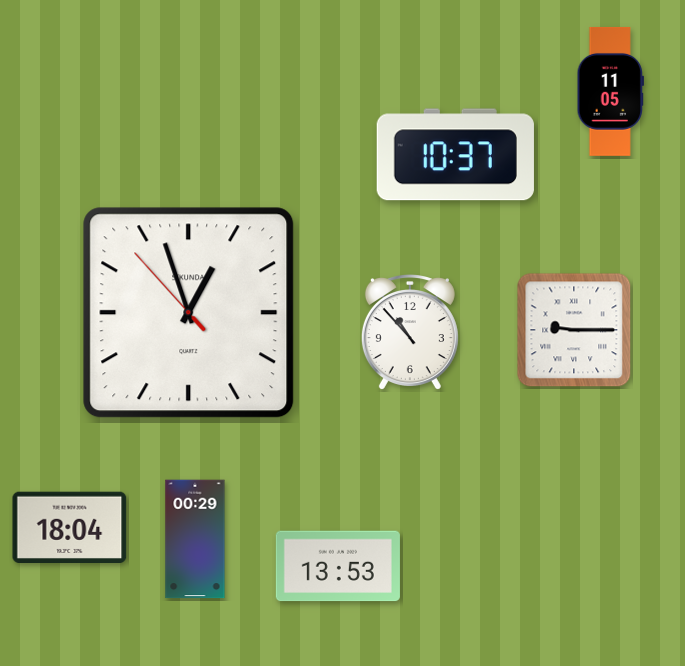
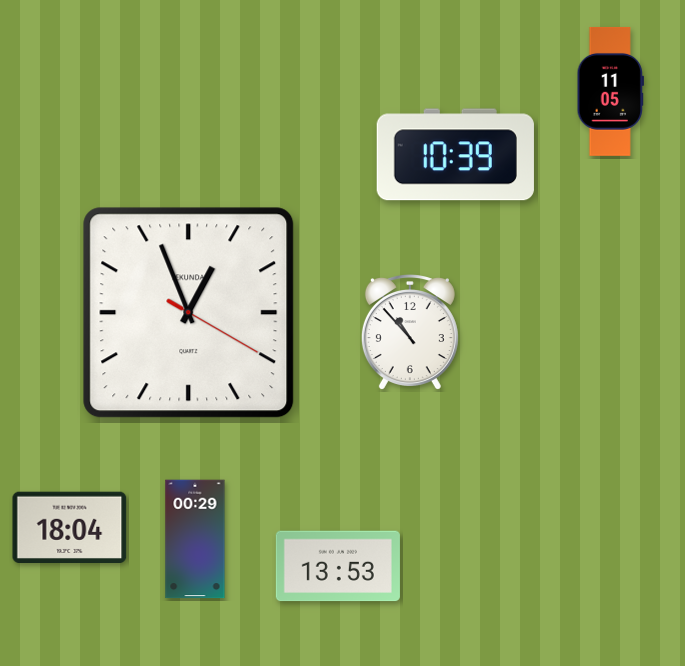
clock at (455, 155): 10:37 -> 10:39
clock at (189, 313): 12:56:53 -> 12:56:20
clock at (574, 330): 9:15 -> none
